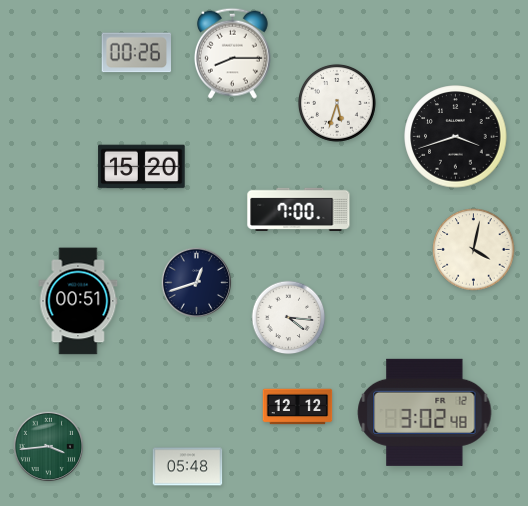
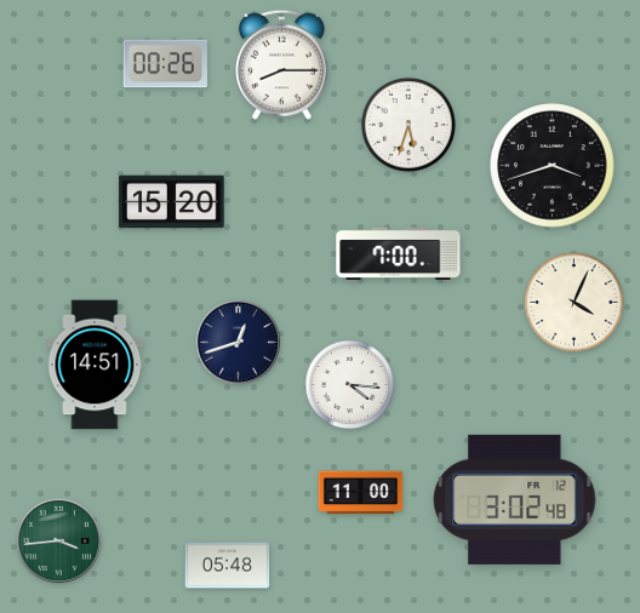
clock at (299, 209) position: (299, 209) -> (399, 253)
clock at (474, 250): 4:02 -> 4:04
clock at (78, 301): 00:51 -> 14:51
clock at (298, 407): 12:12 -> 11:00
